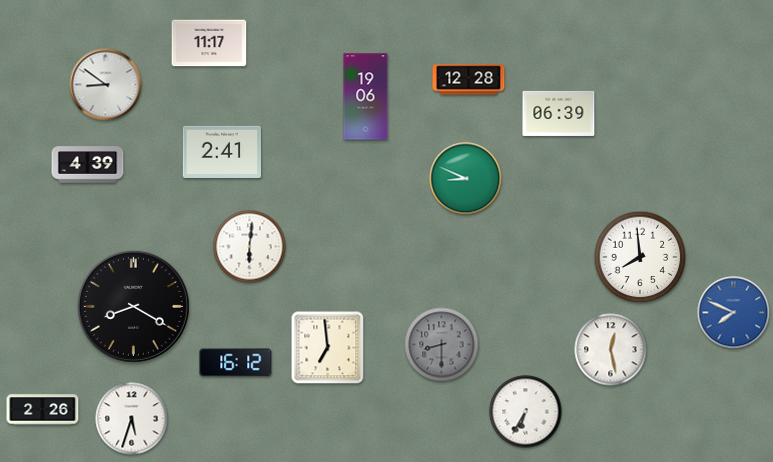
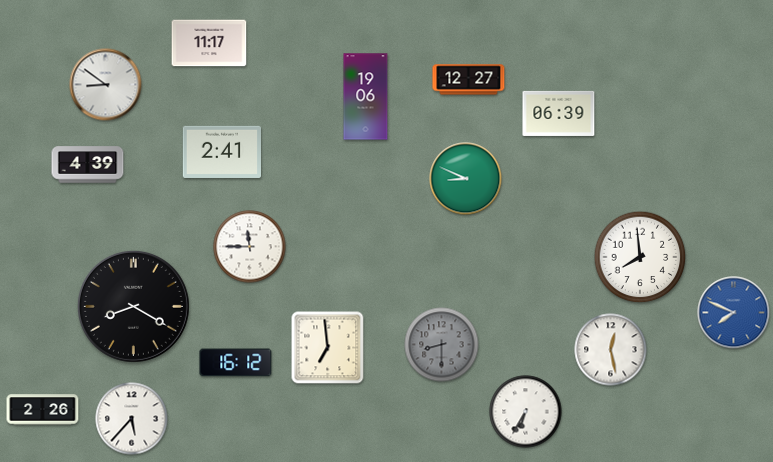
clock at (469, 80): 12:28 -> 12:27
clock at (250, 247): 6:01 -> 11:45
clock at (132, 419): 5:33 -> 5:37
